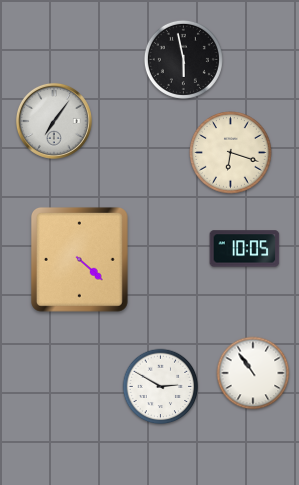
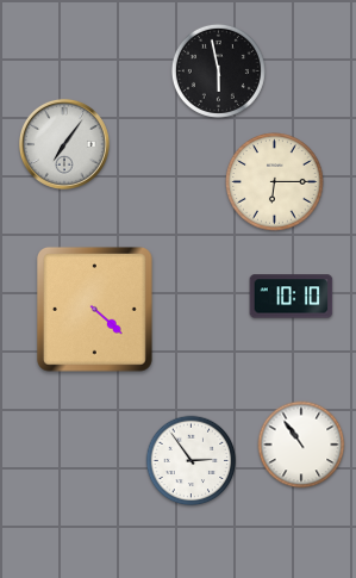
clock at (231, 153): 6:18 -> 6:15
clock at (245, 249): 10:05 -> 10:10
clock at (161, 387): 2:50 -> 2:54
